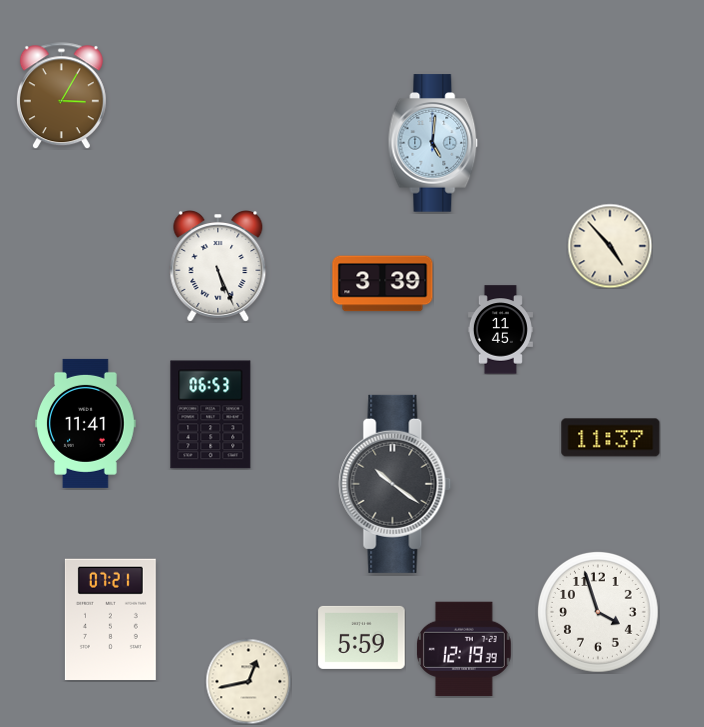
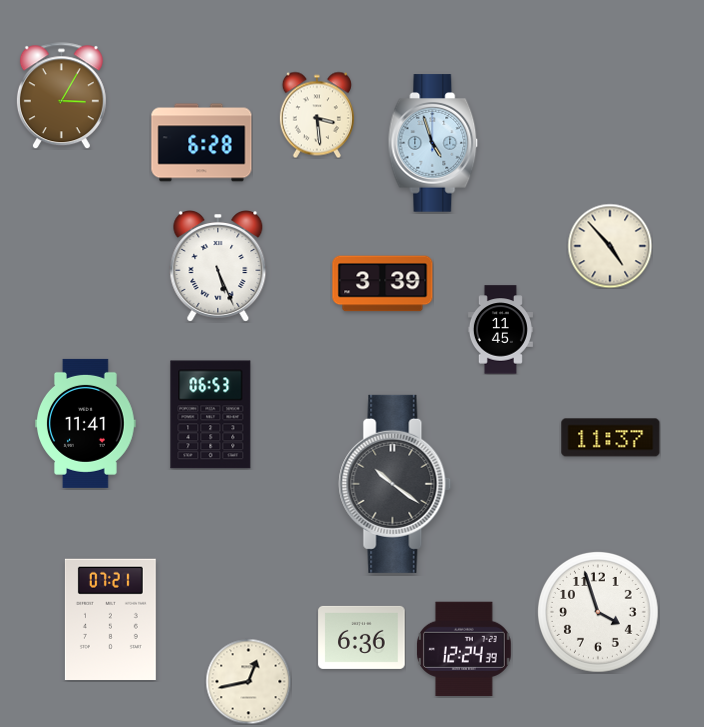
clock at (317, 115): none -> 3:29
clock at (202, 143): none -> 6:28
clock at (433, 143): 5:01 -> 4:57
clock at (362, 637): 5:59 -> 6:36
clock at (465, 649): 12:19 -> 12:24
